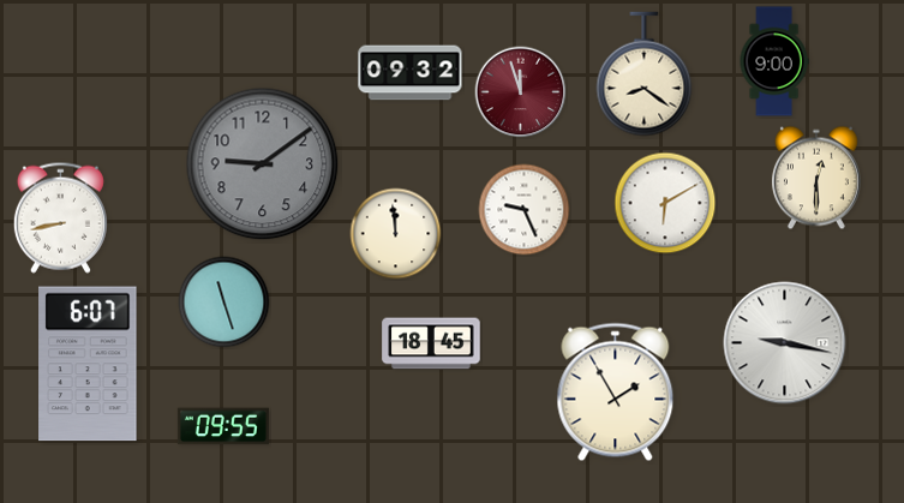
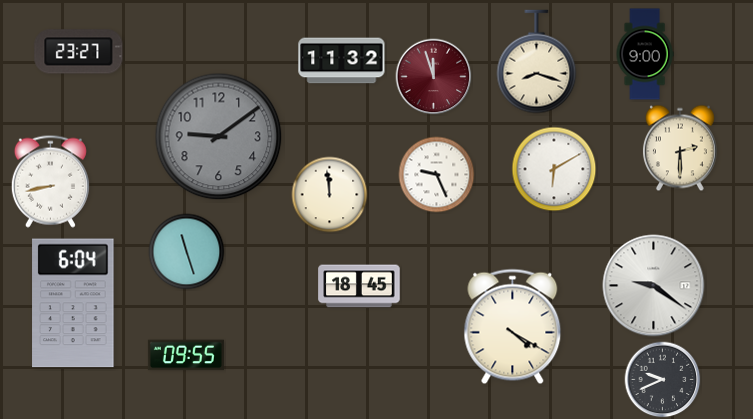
clock at (774, 61) position: (774, 61) -> (645, 54)
clock at (79, 52): none -> 23:27
clock at (411, 73): 09:32 -> 11:32
clock at (645, 74): 8:21 -> 8:18
clock at (816, 178): 12:30 -> 2:30
clock at (785, 343): 9:17 -> 9:21
clock at (88, 364): 6:07 -> 6:04
clock at (616, 393): 1:55 -> 4:20
clock at (663, 380): none -> 9:41
